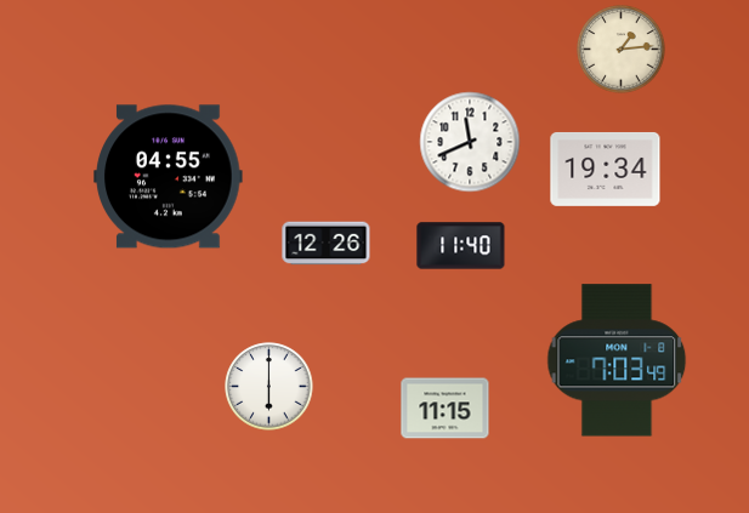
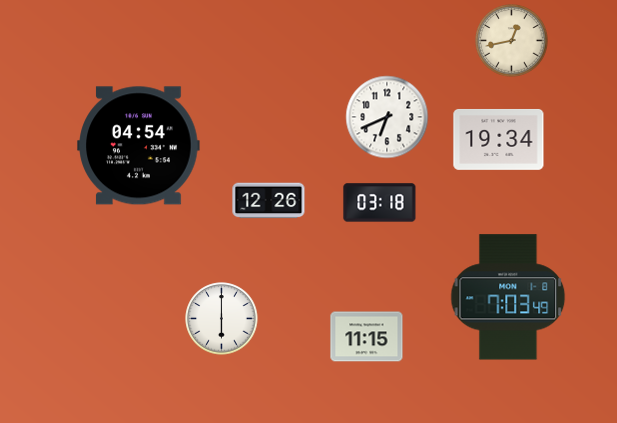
clock at (622, 50): 1:14 -> 12:43
clock at (470, 142): 11:41 -> 6:41
clock at (169, 177): 04:55 -> 04:54
clock at (461, 246): 11:40 -> 03:18
